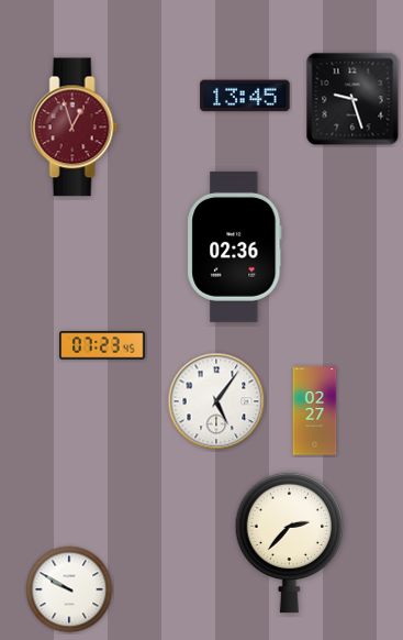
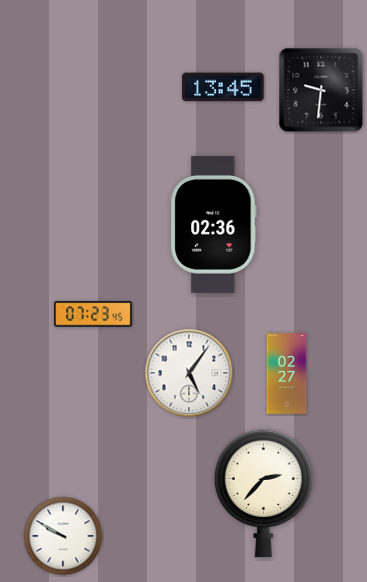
clock at (352, 99): 9:27 -> 9:31
clock at (75, 128): 12:57 -> none
clock at (216, 401) position: (216, 401) -> (189, 373)
